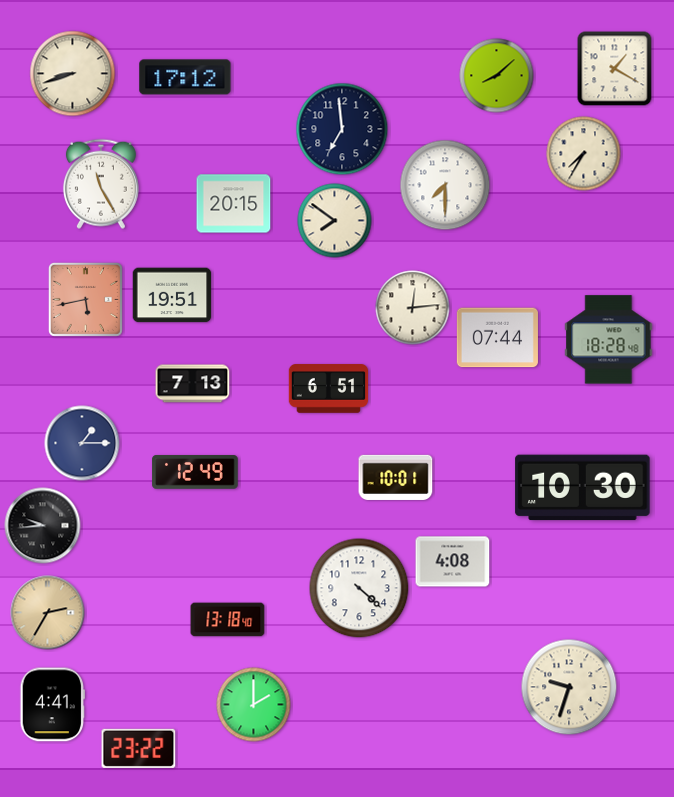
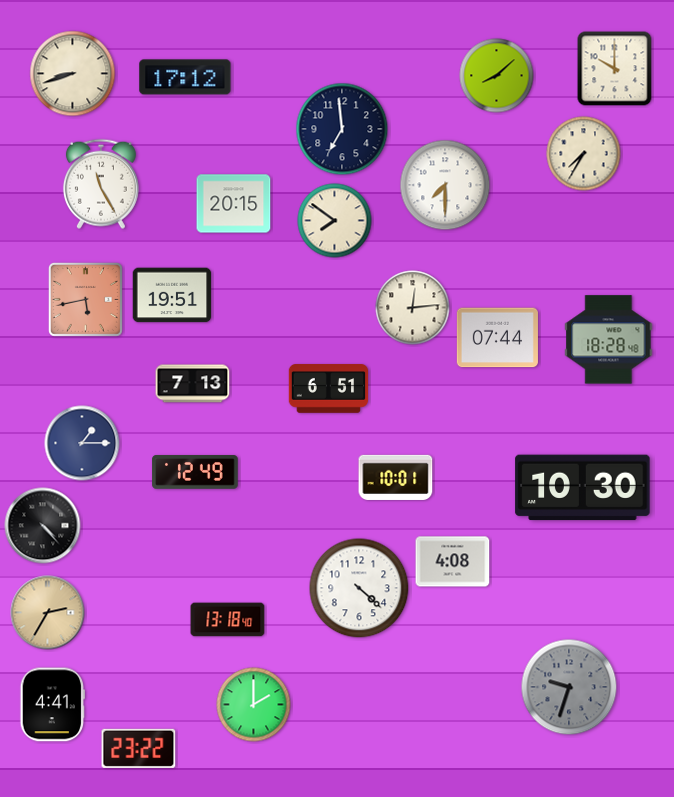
clock at (615, 69): 1:20 -> 10:00
clock at (43, 526): 9:44 -> 4:23
clock at (569, 687) dial: cream -> grey
